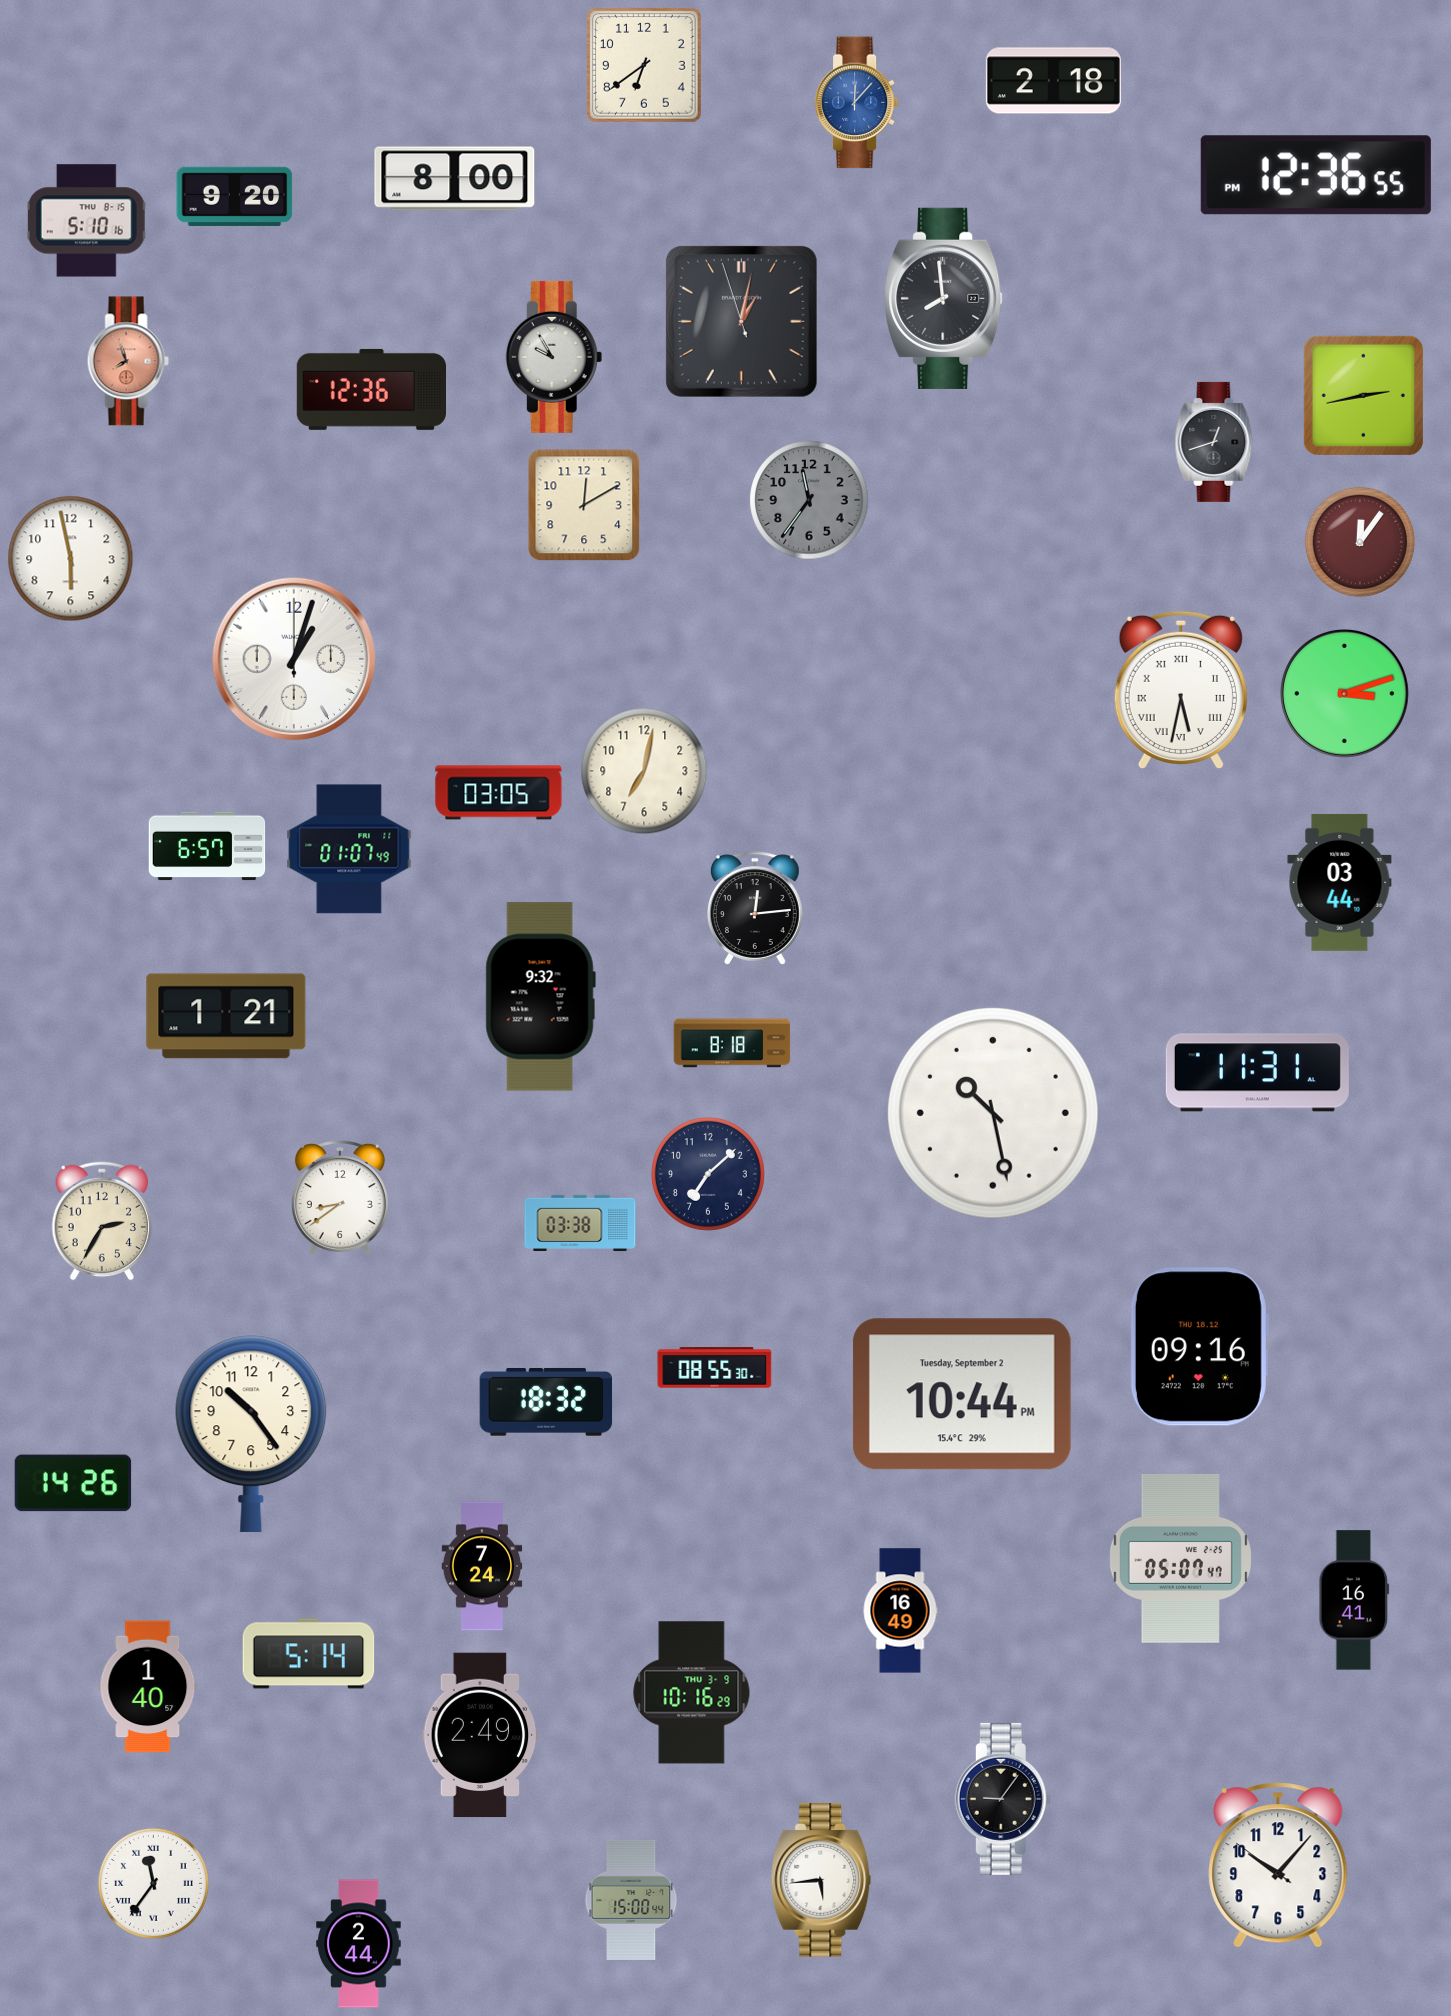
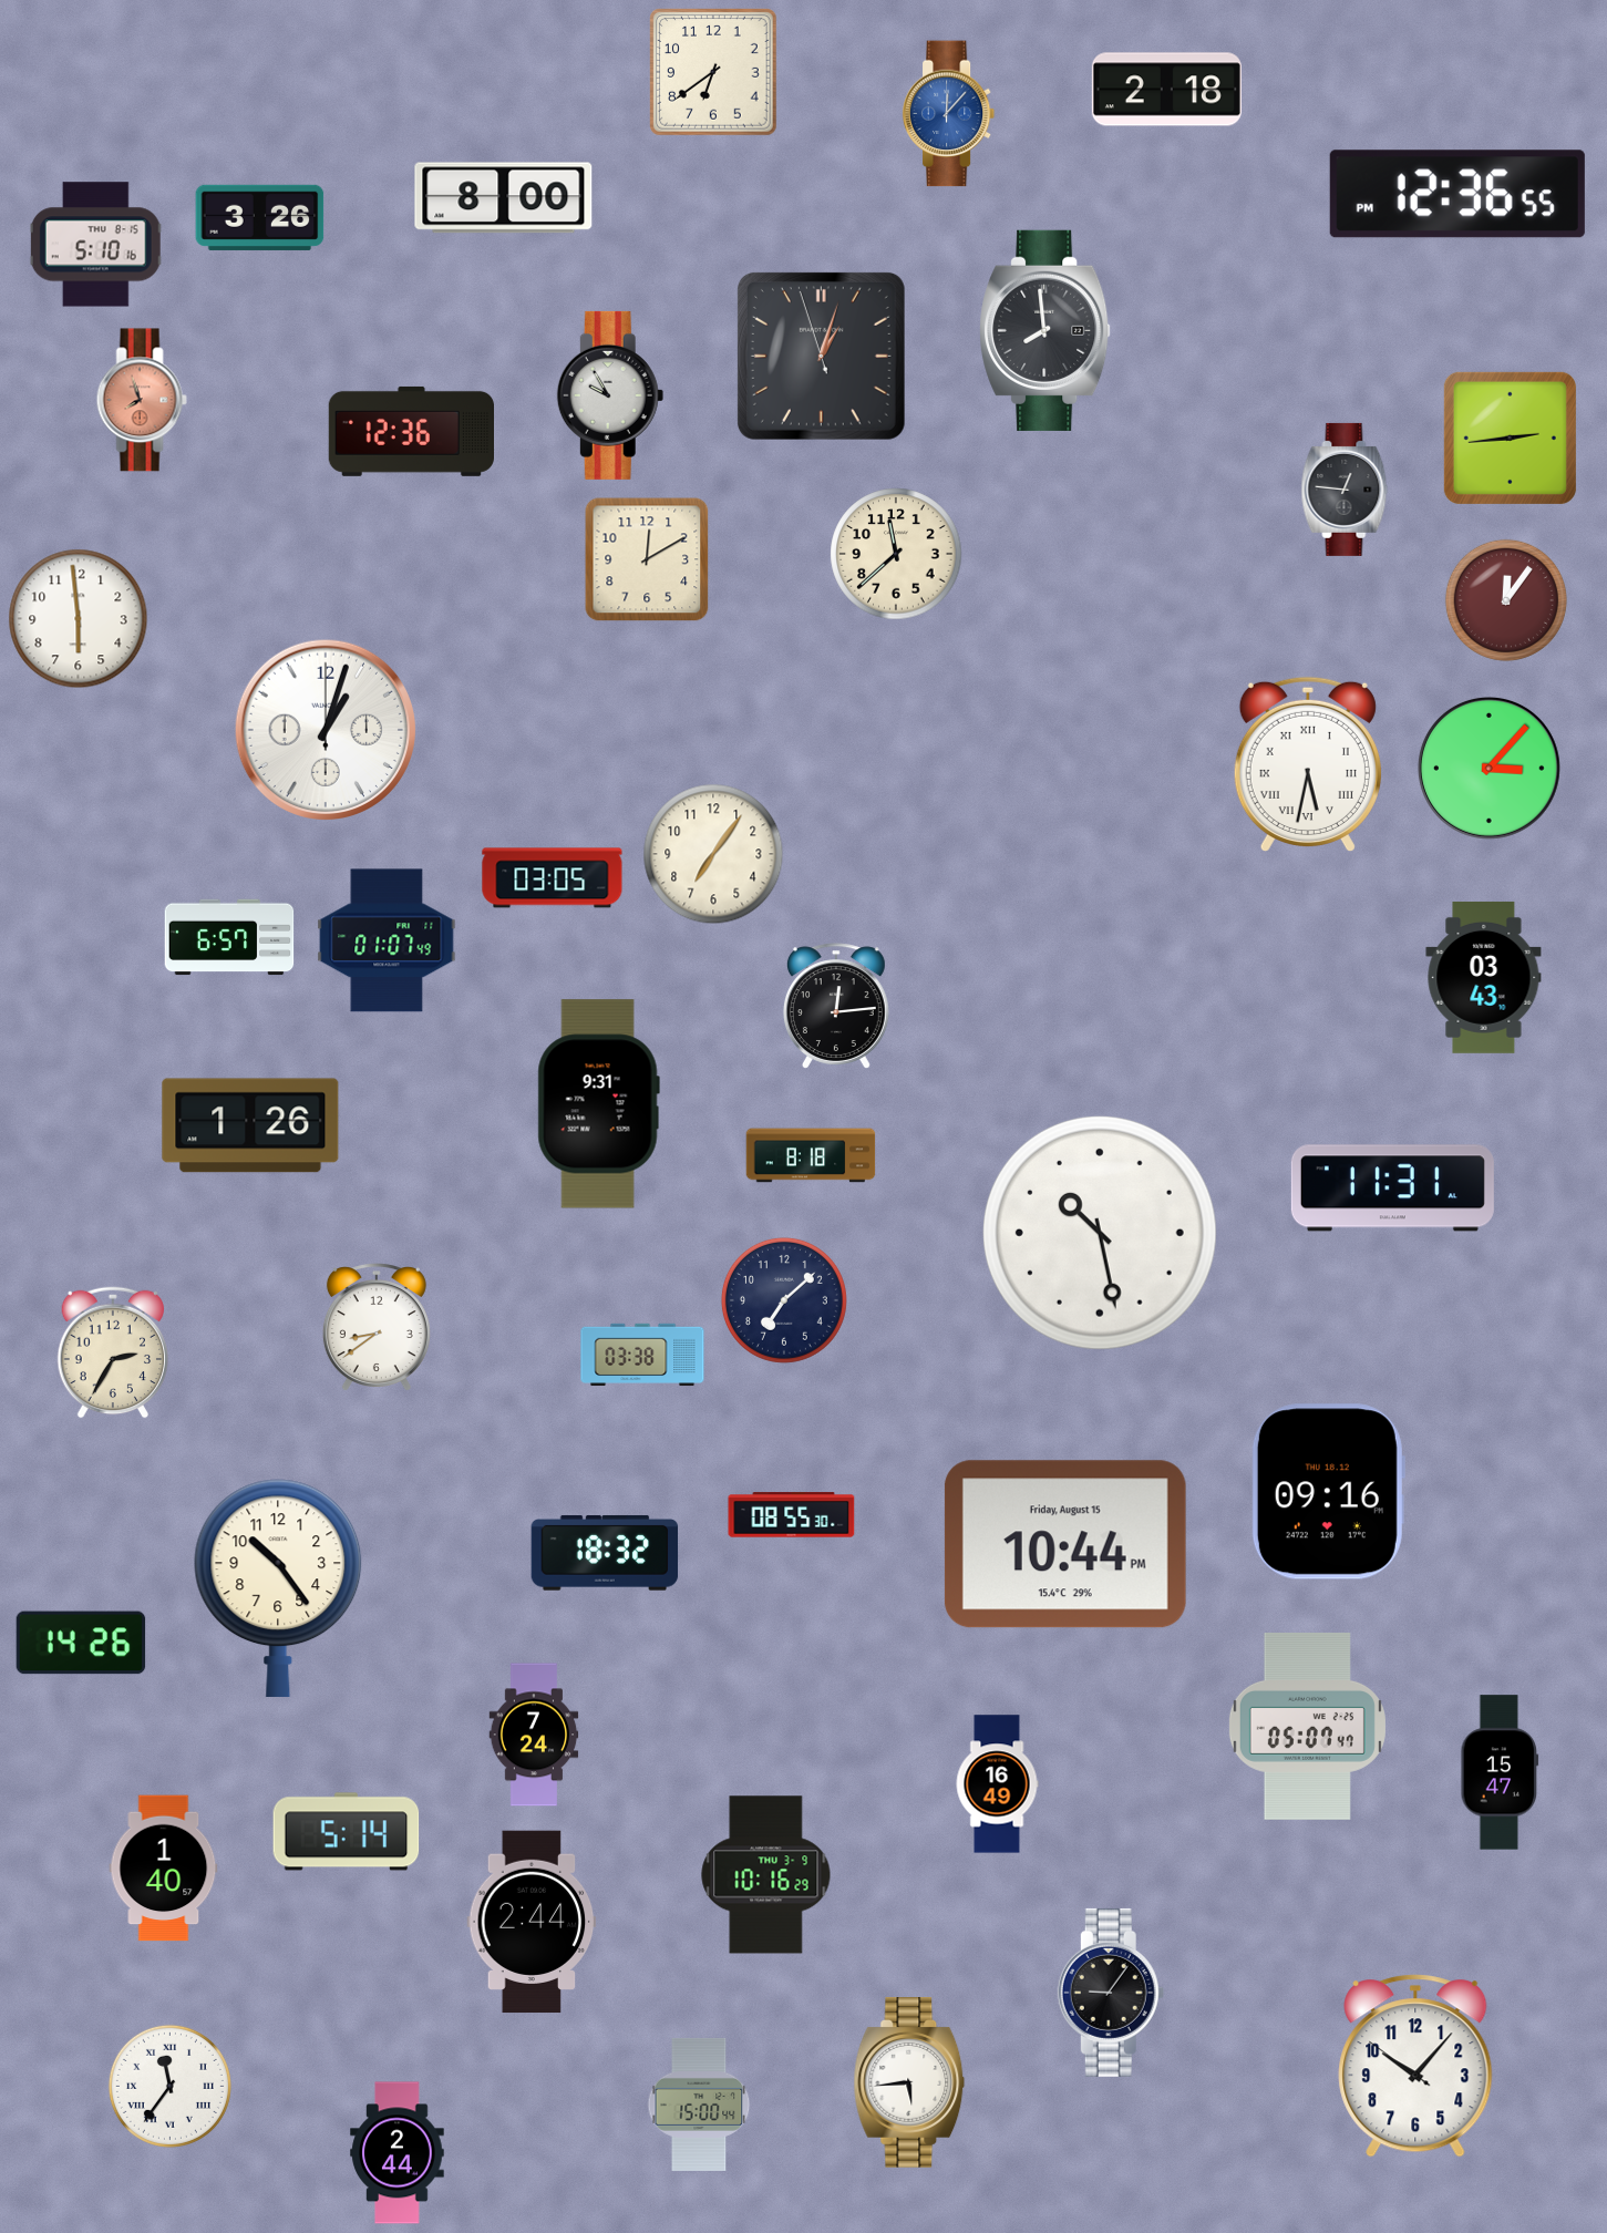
clock at (235, 196): 9:20 -> 3:26
clock at (741, 321): 1:01 -> 1:02
clock at (554, 357) position: (554, 357) -> (610, 395)
clock at (1363, 395): 2:43 -> 2:44
clock at (1214, 442): 12:42 -> 12:46
clock at (809, 500): 11:36 -> 11:38
clock at (809, 500) dial: grey -> cream
clock at (71, 559): 5:58 -> 5:59
clock at (1344, 693): 3:12 -> 3:07
clock at (644, 771): 7:02 -> 7:06
clock at (1340, 882): 03:44 -> 03:43
clock at (540, 997): 9:32 -> 9:31
clock at (226, 1016): 1:21 -> 1:26
clock at (962, 1394) date: Tuesday, September 2 -> Friday, August 15
clock at (1354, 1600): 16:41 -> 15:47
clock at (309, 1654) position: (309, 1654) -> (347, 1832)
clock at (480, 1735): 2:49 -> 2:44
